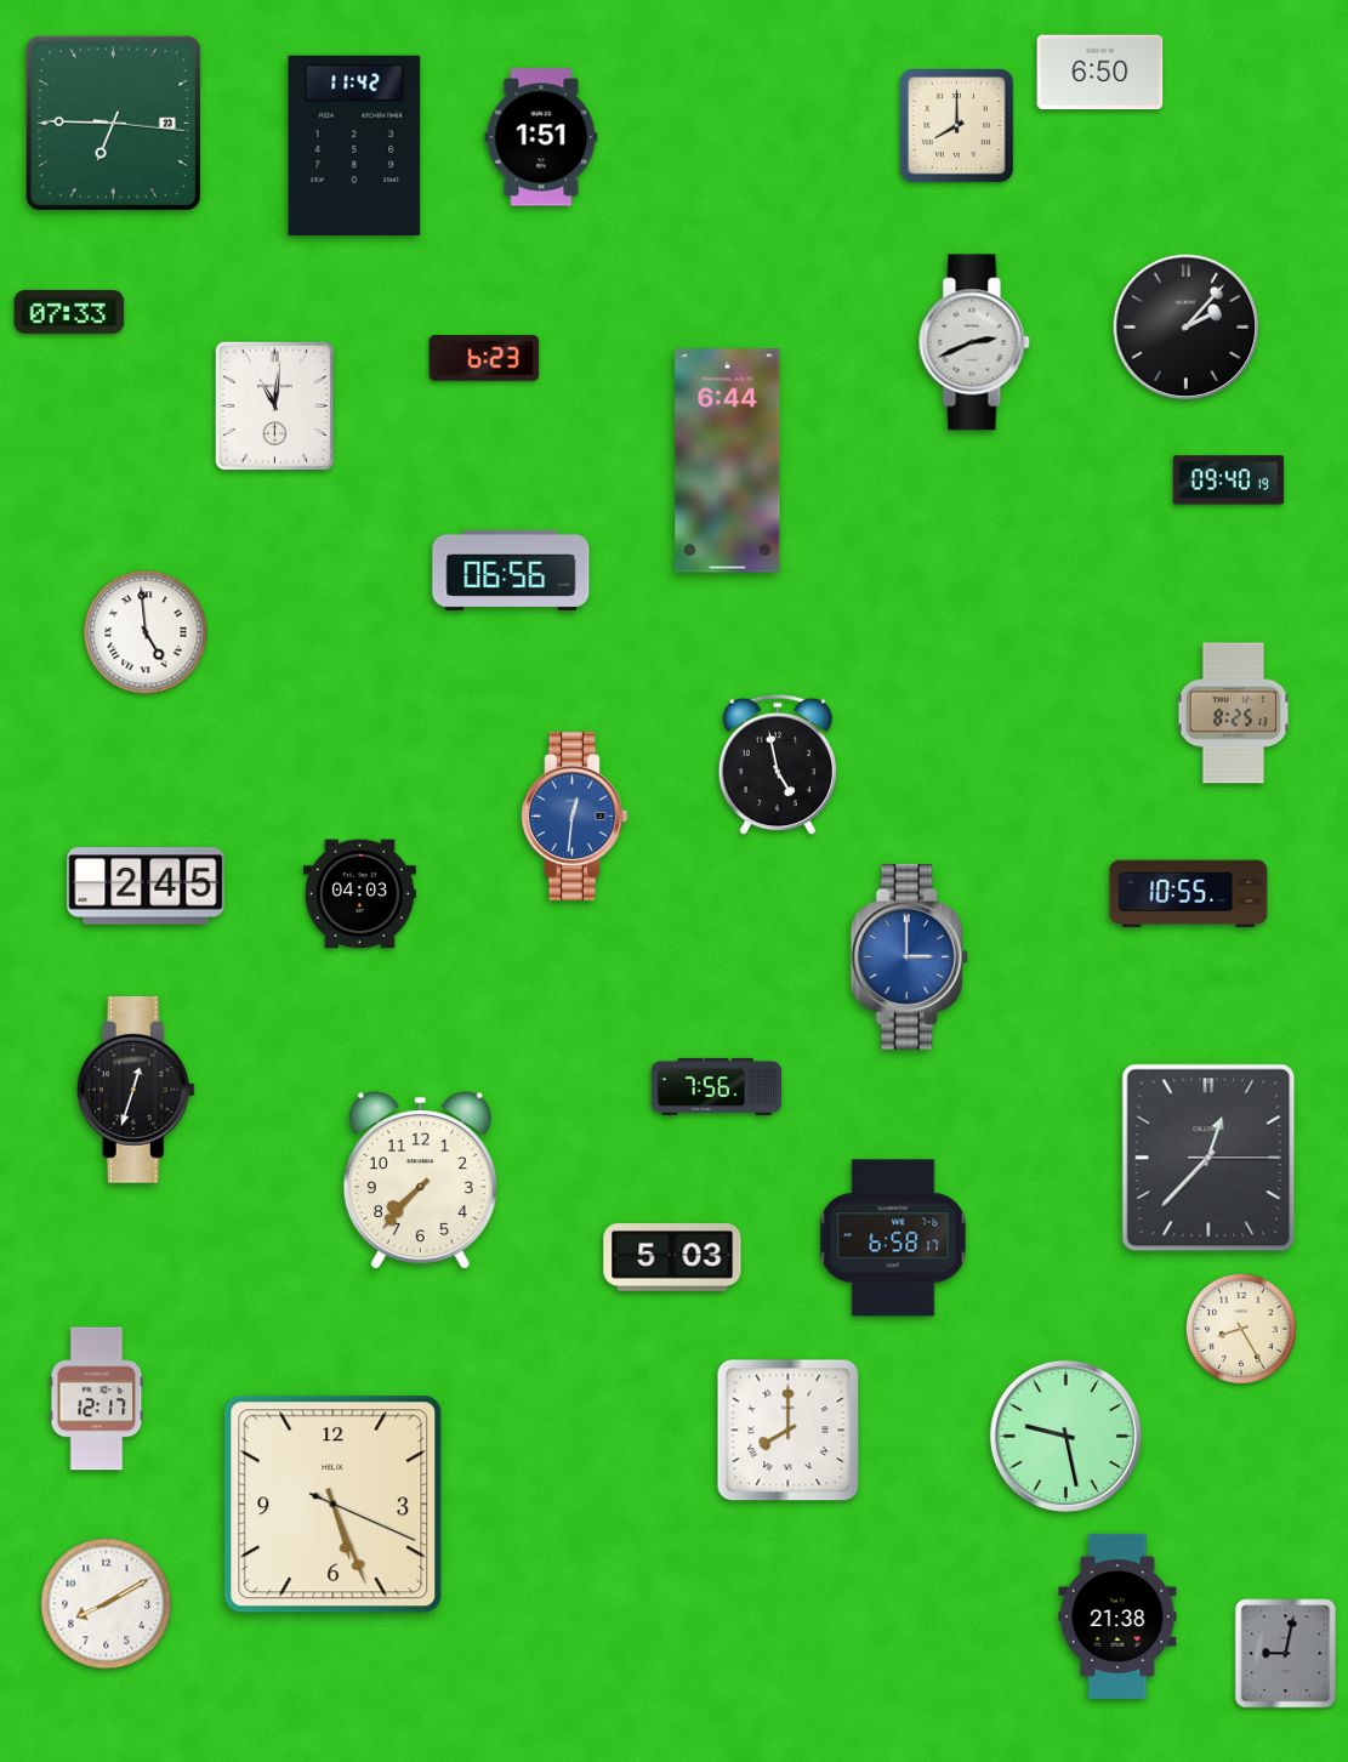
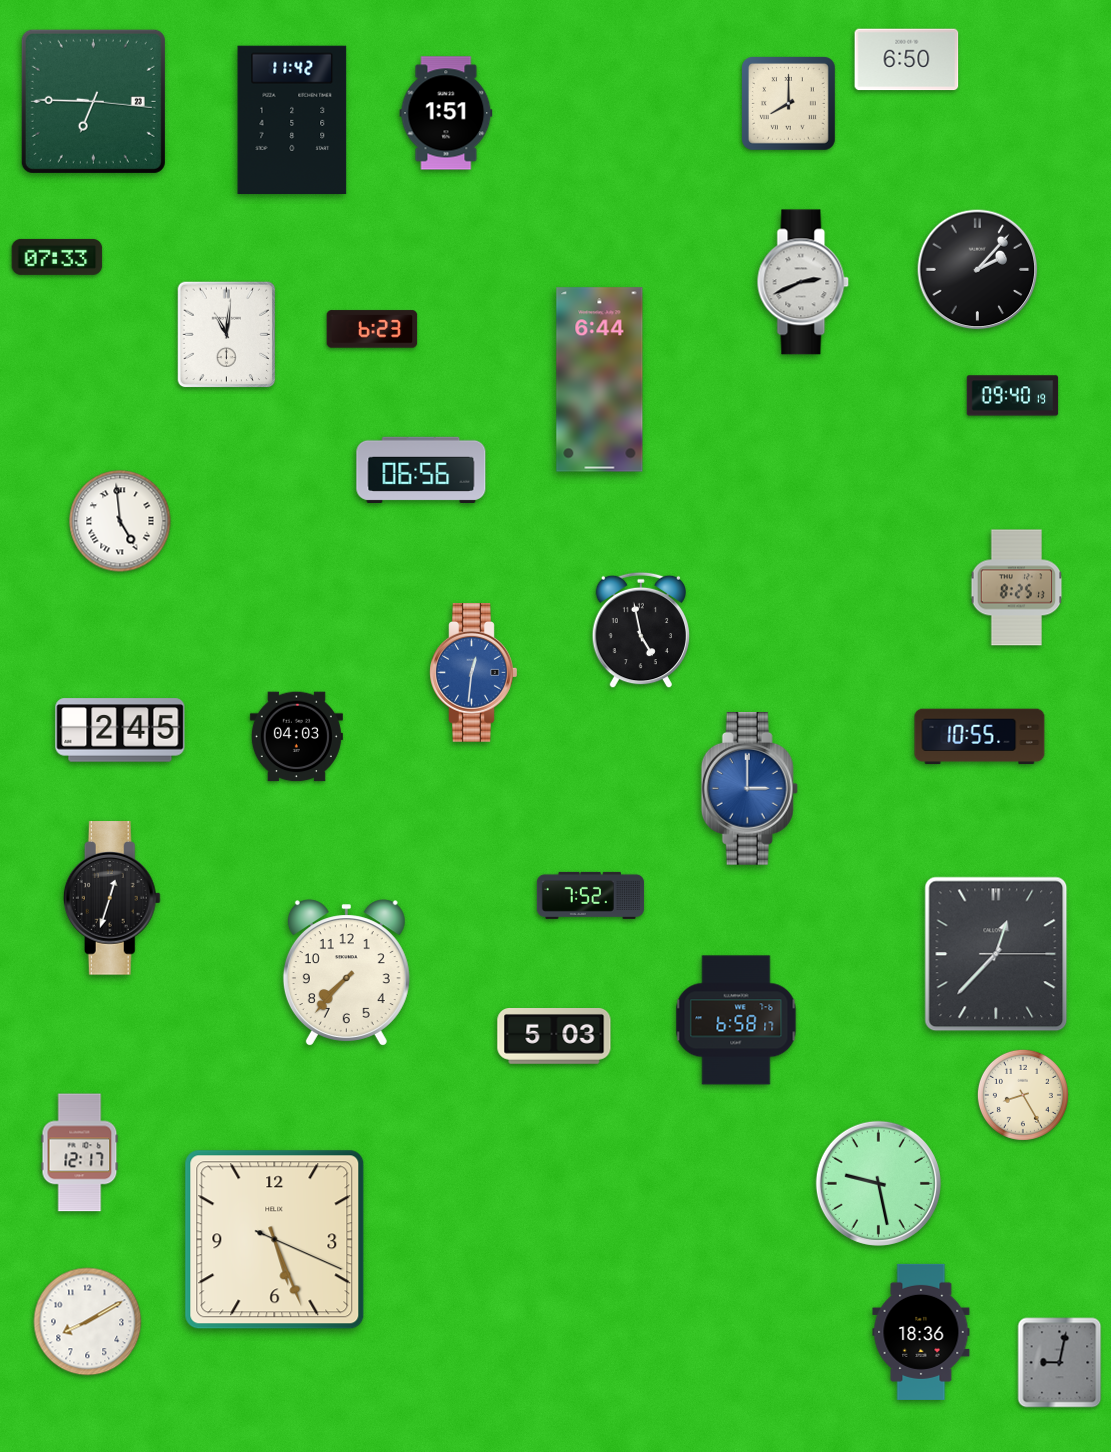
clock at (484, 358) position: (484, 358) -> (372, 329)
clock at (716, 1086): 7:56 -> 7:52
clock at (789, 1431): 8:00 -> none
clock at (1117, 1616): 21:38 -> 18:36
